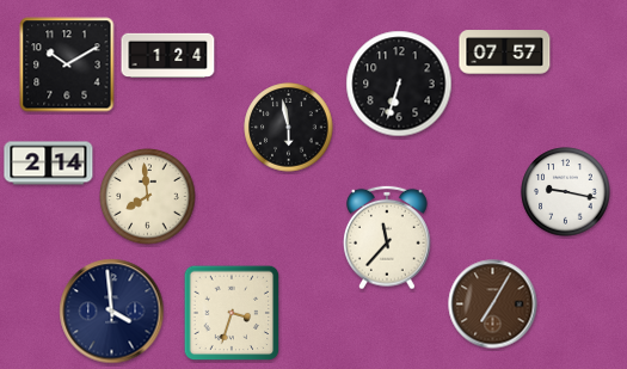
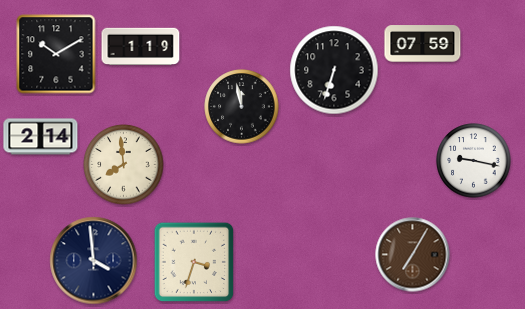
clock at (505, 53): 07:57 -> 07:59
clock at (168, 55): 1:24 -> 1:19
clock at (289, 128): 5:58 -> 11:58
clock at (388, 238): 11:37 -> none
